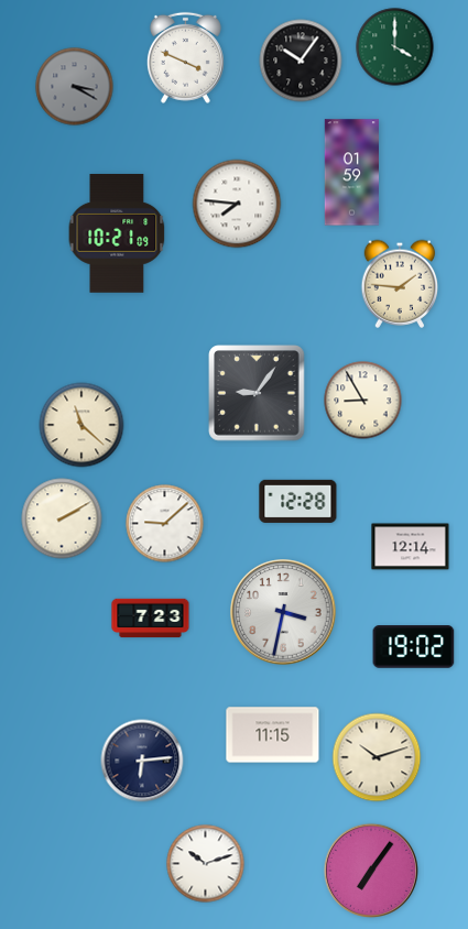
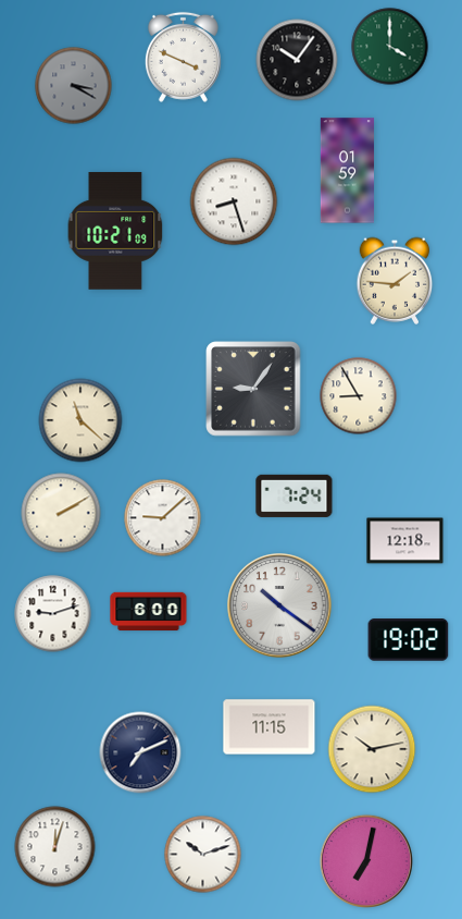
clock at (237, 204): 7:46 -> 8:27
clock at (298, 501): 12:28 -> 7:24
clock at (411, 547): 12:14 -> 12:18
clock at (283, 612): 3:32 -> 10:21
clock at (151, 619): 7:23 -> 6:00
clock at (53, 614): none -> 9:12
clock at (377, 757): 10:12 -> 10:13
clock at (142, 761): 6:14 -> 7:11
clock at (55, 847): none -> 12:03
clock at (370, 870): 7:06 -> 7:02
